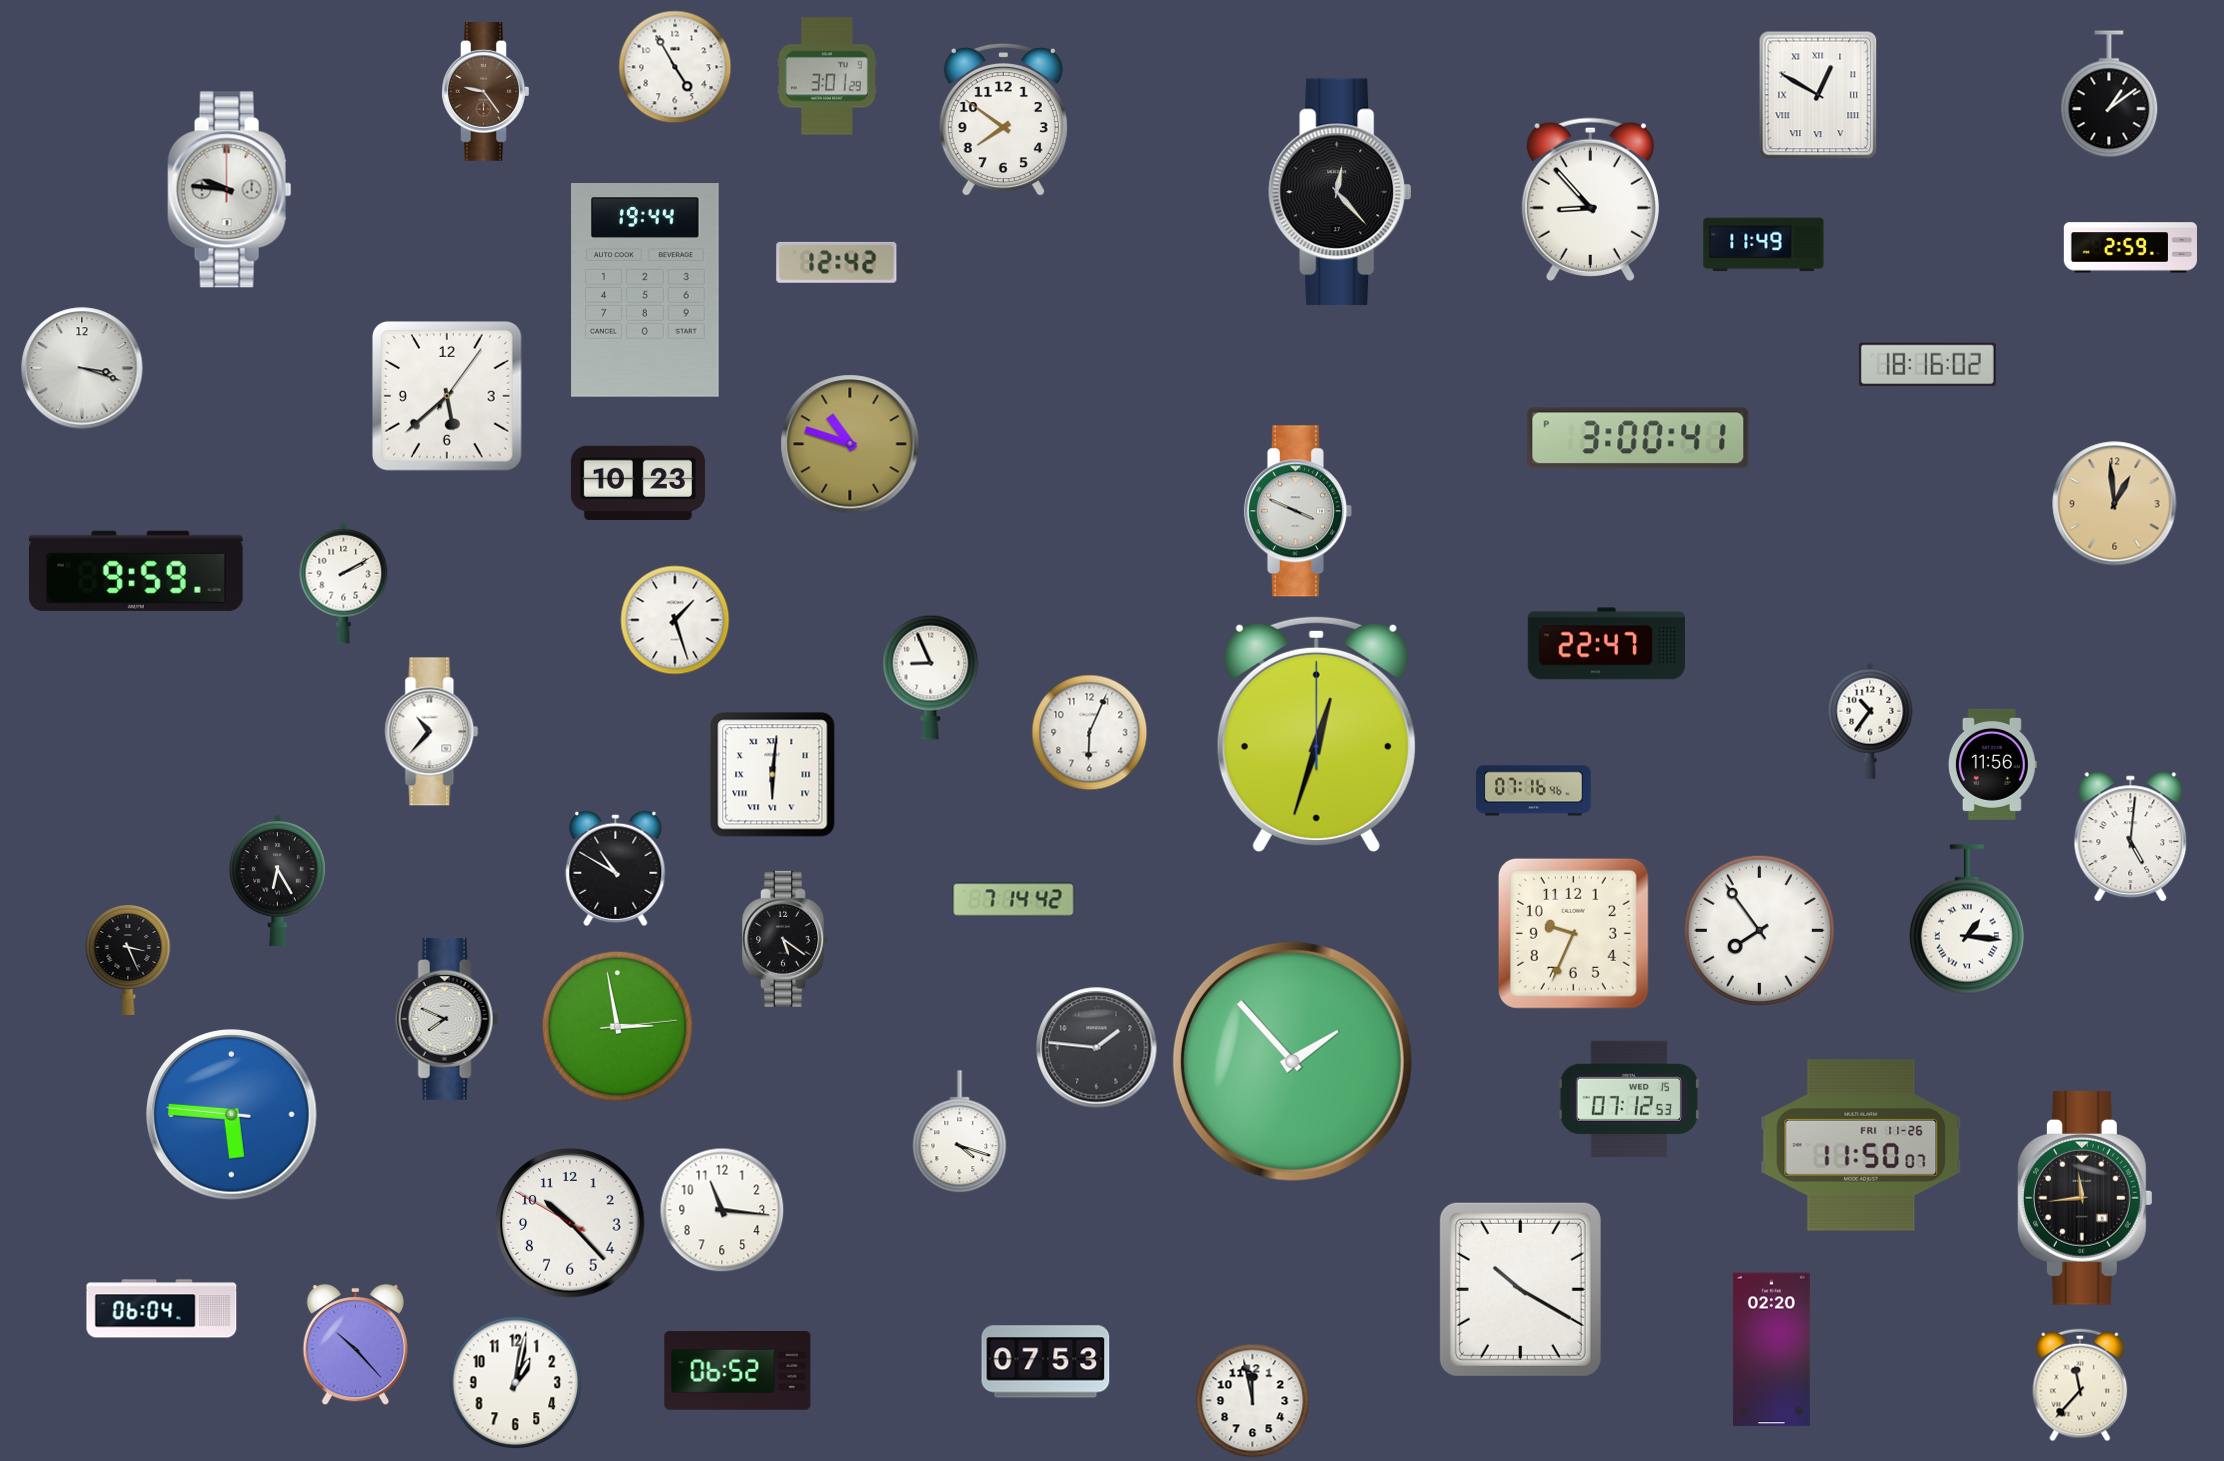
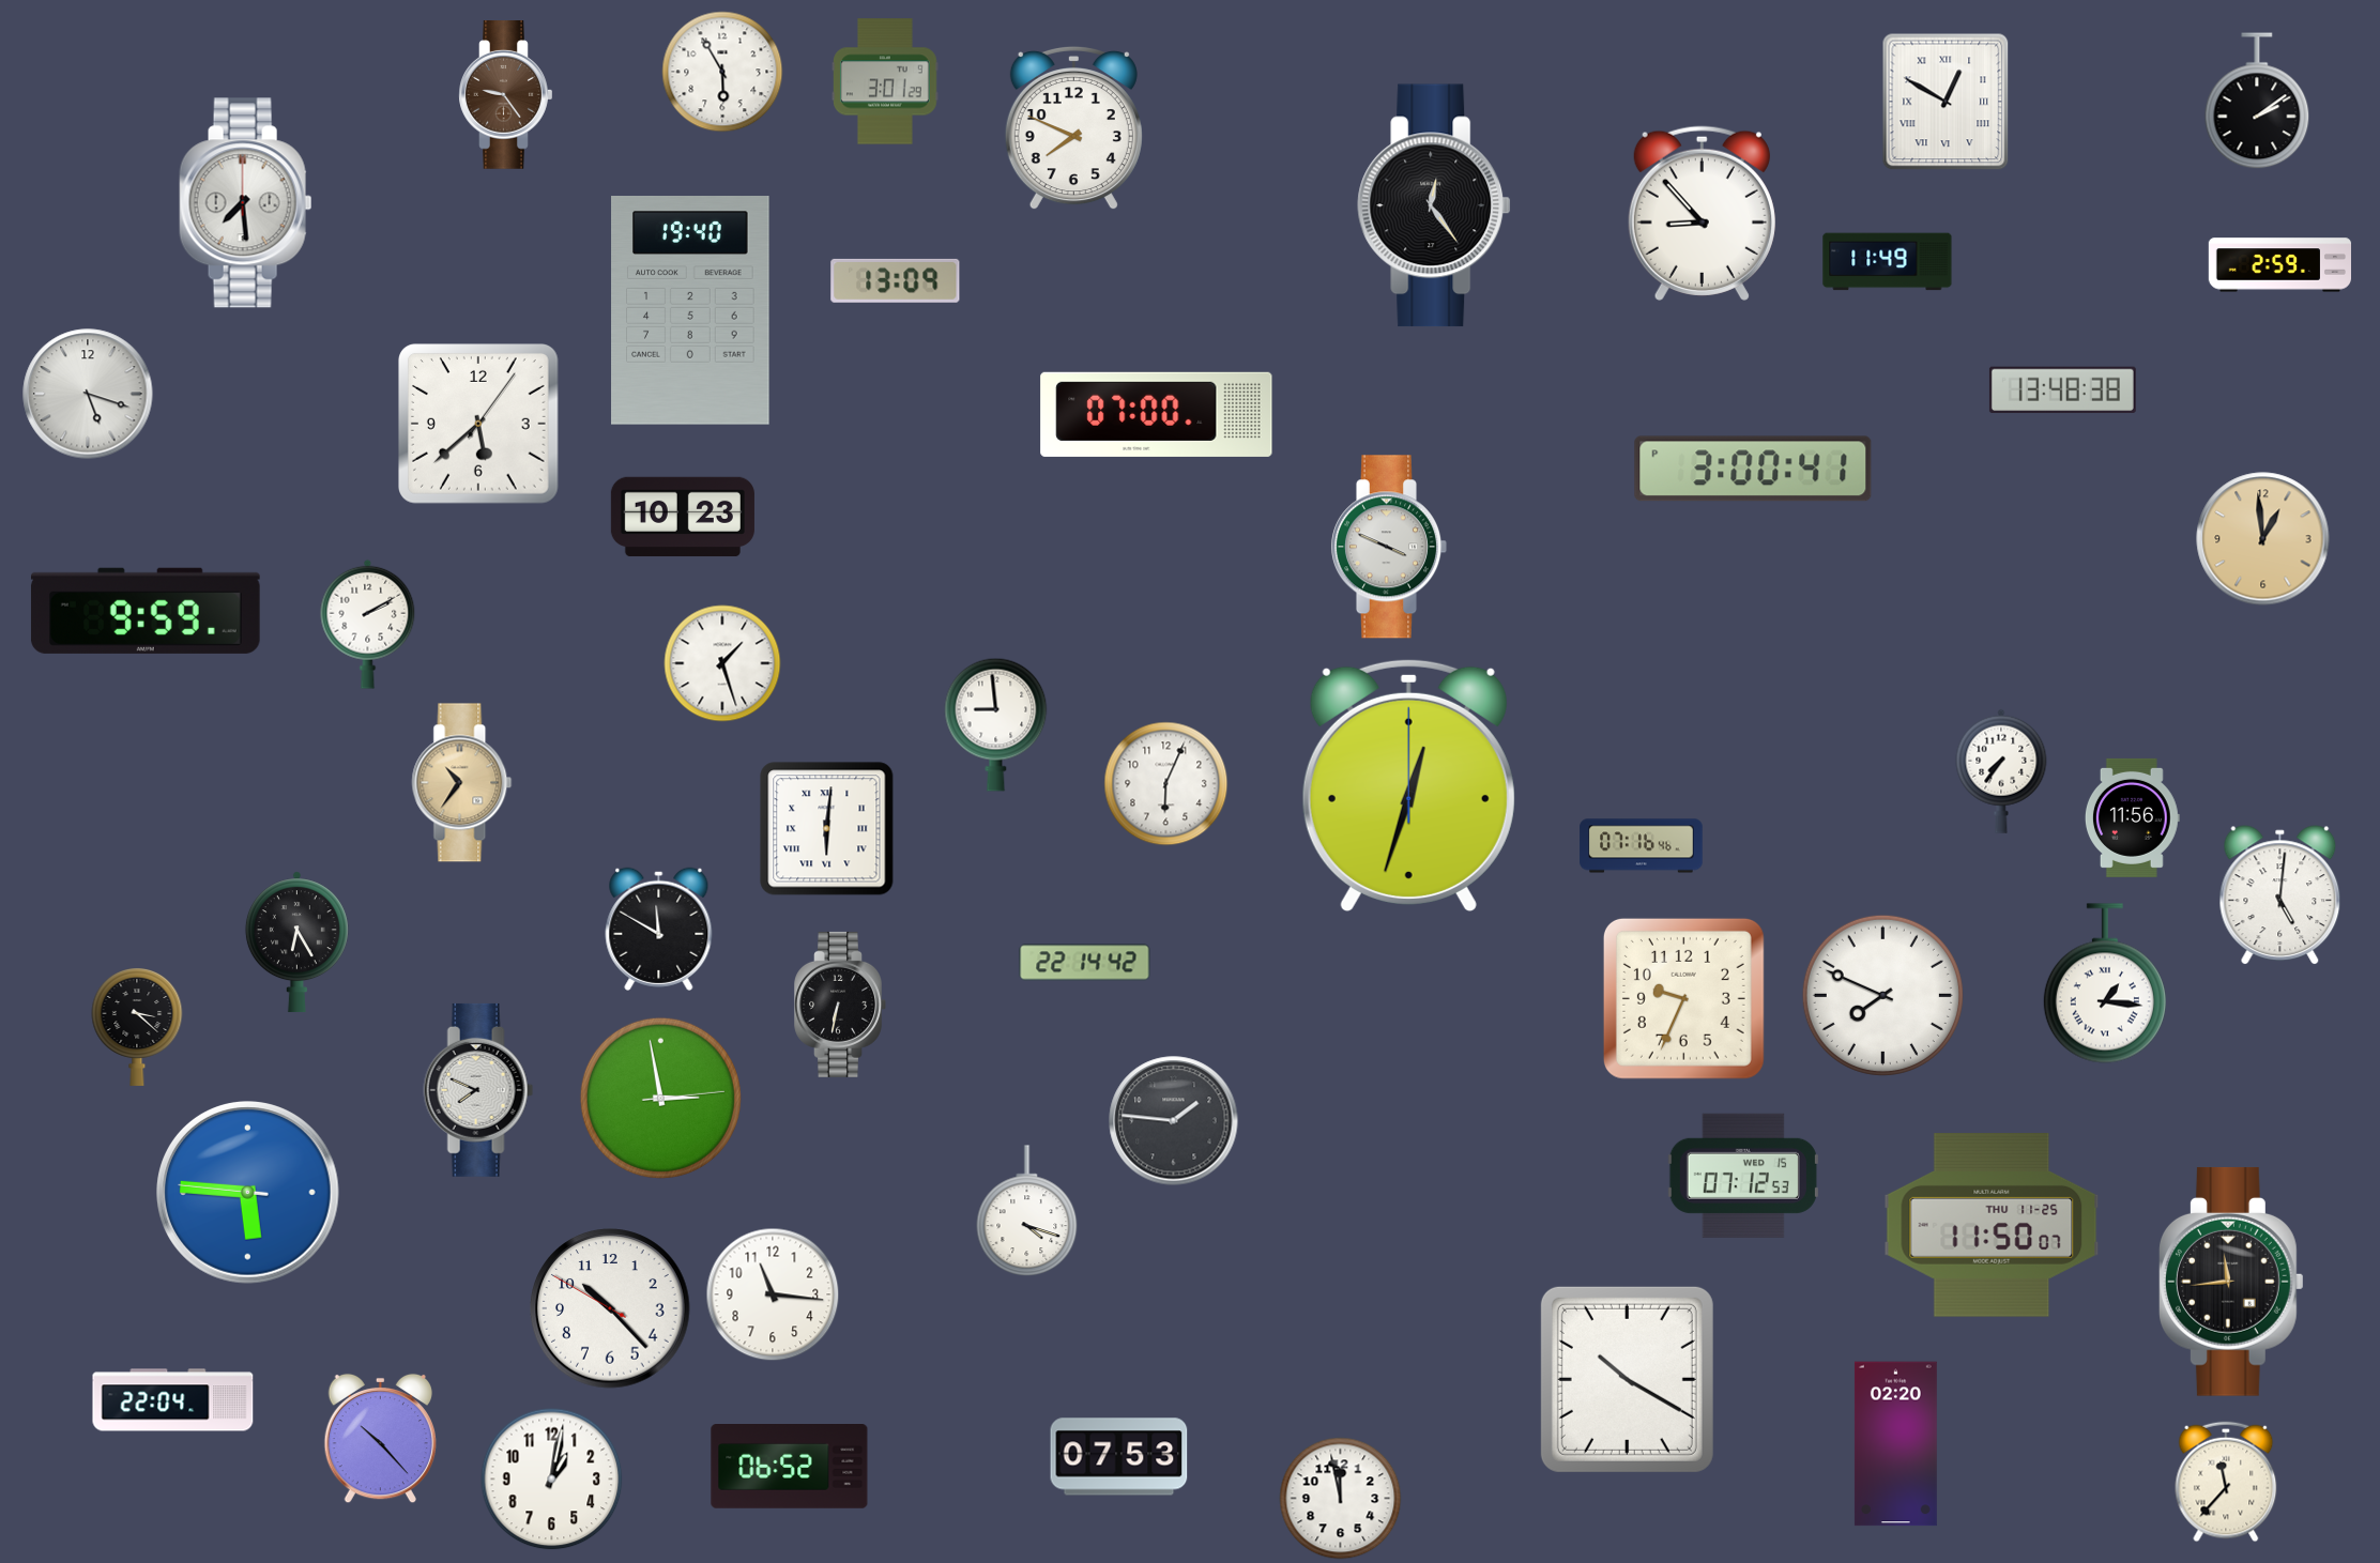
clock at (675, 67): 4:55 -> 5:55
clock at (486, 92) position: (486, 92) -> (506, 95)
clock at (2109, 95): 1:09 -> 2:09
clock at (1003, 120): 7:51 -> 7:49
clock at (230, 190): 9:46 -> 7:29
clock at (1340, 192): 12:23 -> 12:24
clock at (837, 262): 12:42 -> 13:09
clock at (645, 290): 19:44 -> 19:40
clock at (1927, 364): 18:16 -> 13:48
clock at (82, 368): 3:18 -> 5:18
clock at (1157, 414): none -> 07:00
clock at (850, 444): 10:48 -> none
clock at (1606, 644): 22:47 -> none
clock at (931, 677): 8:56 -> 8:59
clock at (1870, 721): 10:36 -> 7:36
clock at (432, 732): 10:37 -> 10:36
clock at (432, 732) dial: white -> champagne
clock at (616, 868): 10:50 -> 11:50
clock at (1014, 900): 7:14 -> 22:14
clock at (1759, 930): 7:54 -> 7:49
clock at (785, 939): 5:21 -> 6:32
clock at (128, 960): 3:26 -> 3:22
clock at (1292, 1061): 1:53 -> none
clock at (1861, 1146) date: FRI 11-26 -> THU 11-25
clock at (162, 1309): 06:04 -> 22:04
